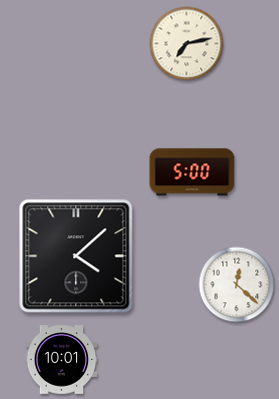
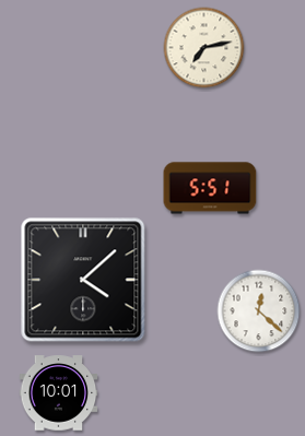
clock at (192, 172): 5:00 -> 5:51
clock at (62, 360) position: (62, 360) -> (59, 393)
